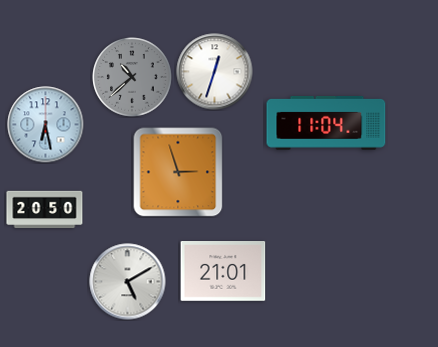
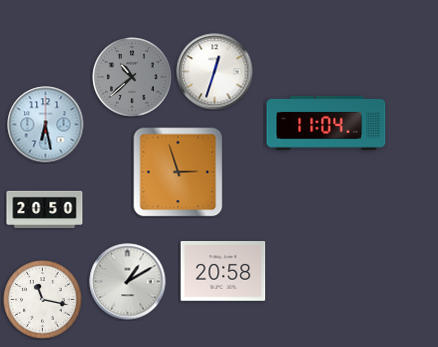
clock at (223, 272): 21:01 -> 20:58
clock at (128, 282): 5:10 -> 1:10
clock at (43, 300): none -> 11:17
